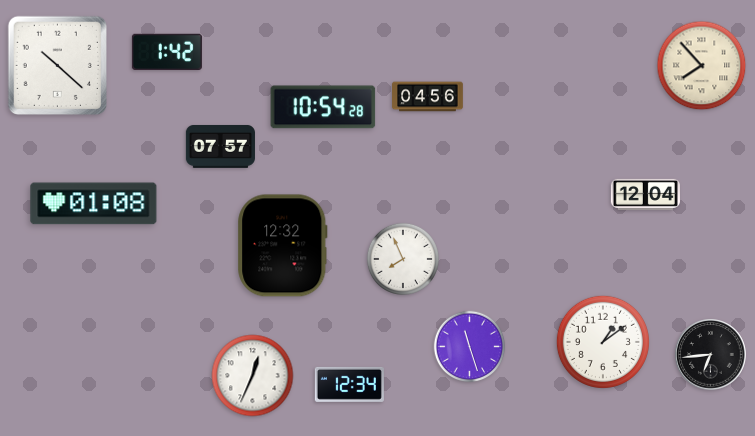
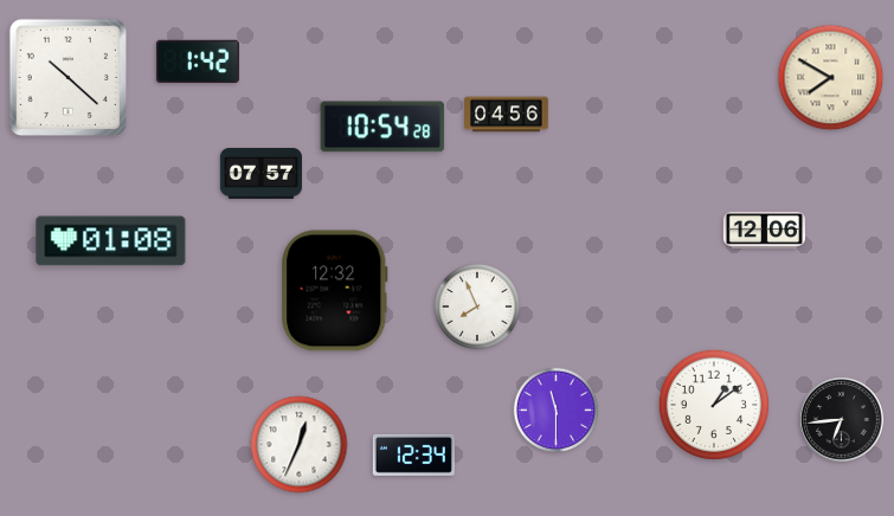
clock at (702, 66): 7:53 -> 7:50
clock at (645, 194): 12:04 -> 12:06
clock at (470, 347): 11:27 -> 11:30
